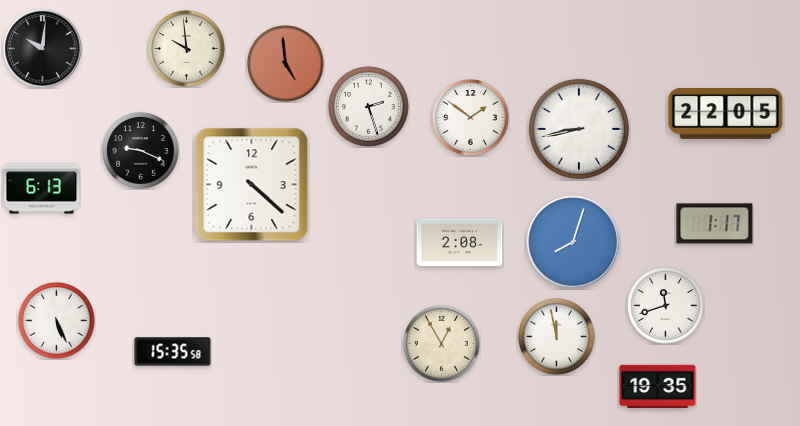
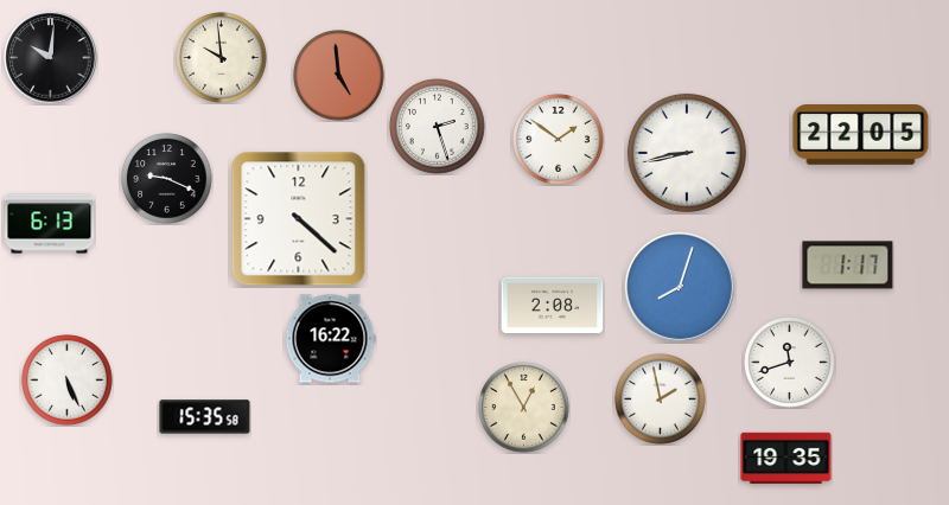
clock at (460, 243) position: (460, 243) -> (553, 306)
clock at (330, 339): none -> 16:22
clock at (557, 337): 11:58 -> 1:58
clock at (658, 387) position: (658, 387) -> (786, 459)
